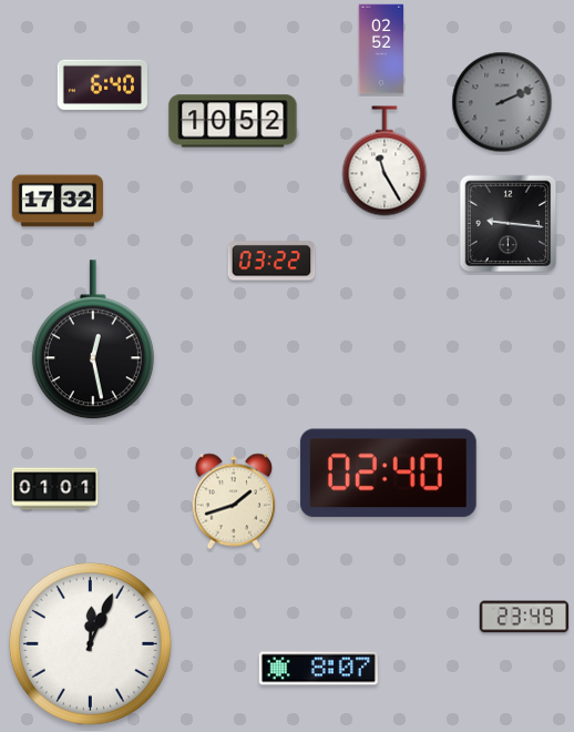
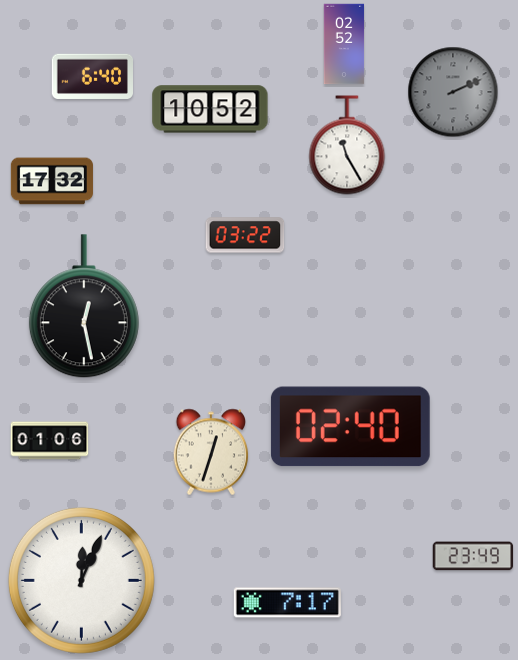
clock at (509, 224): 9:16 -> none
clock at (55, 489): 01:01 -> 01:06
clock at (234, 501): 1:42 -> 12:33
clock at (318, 669): 8:07 -> 7:17
